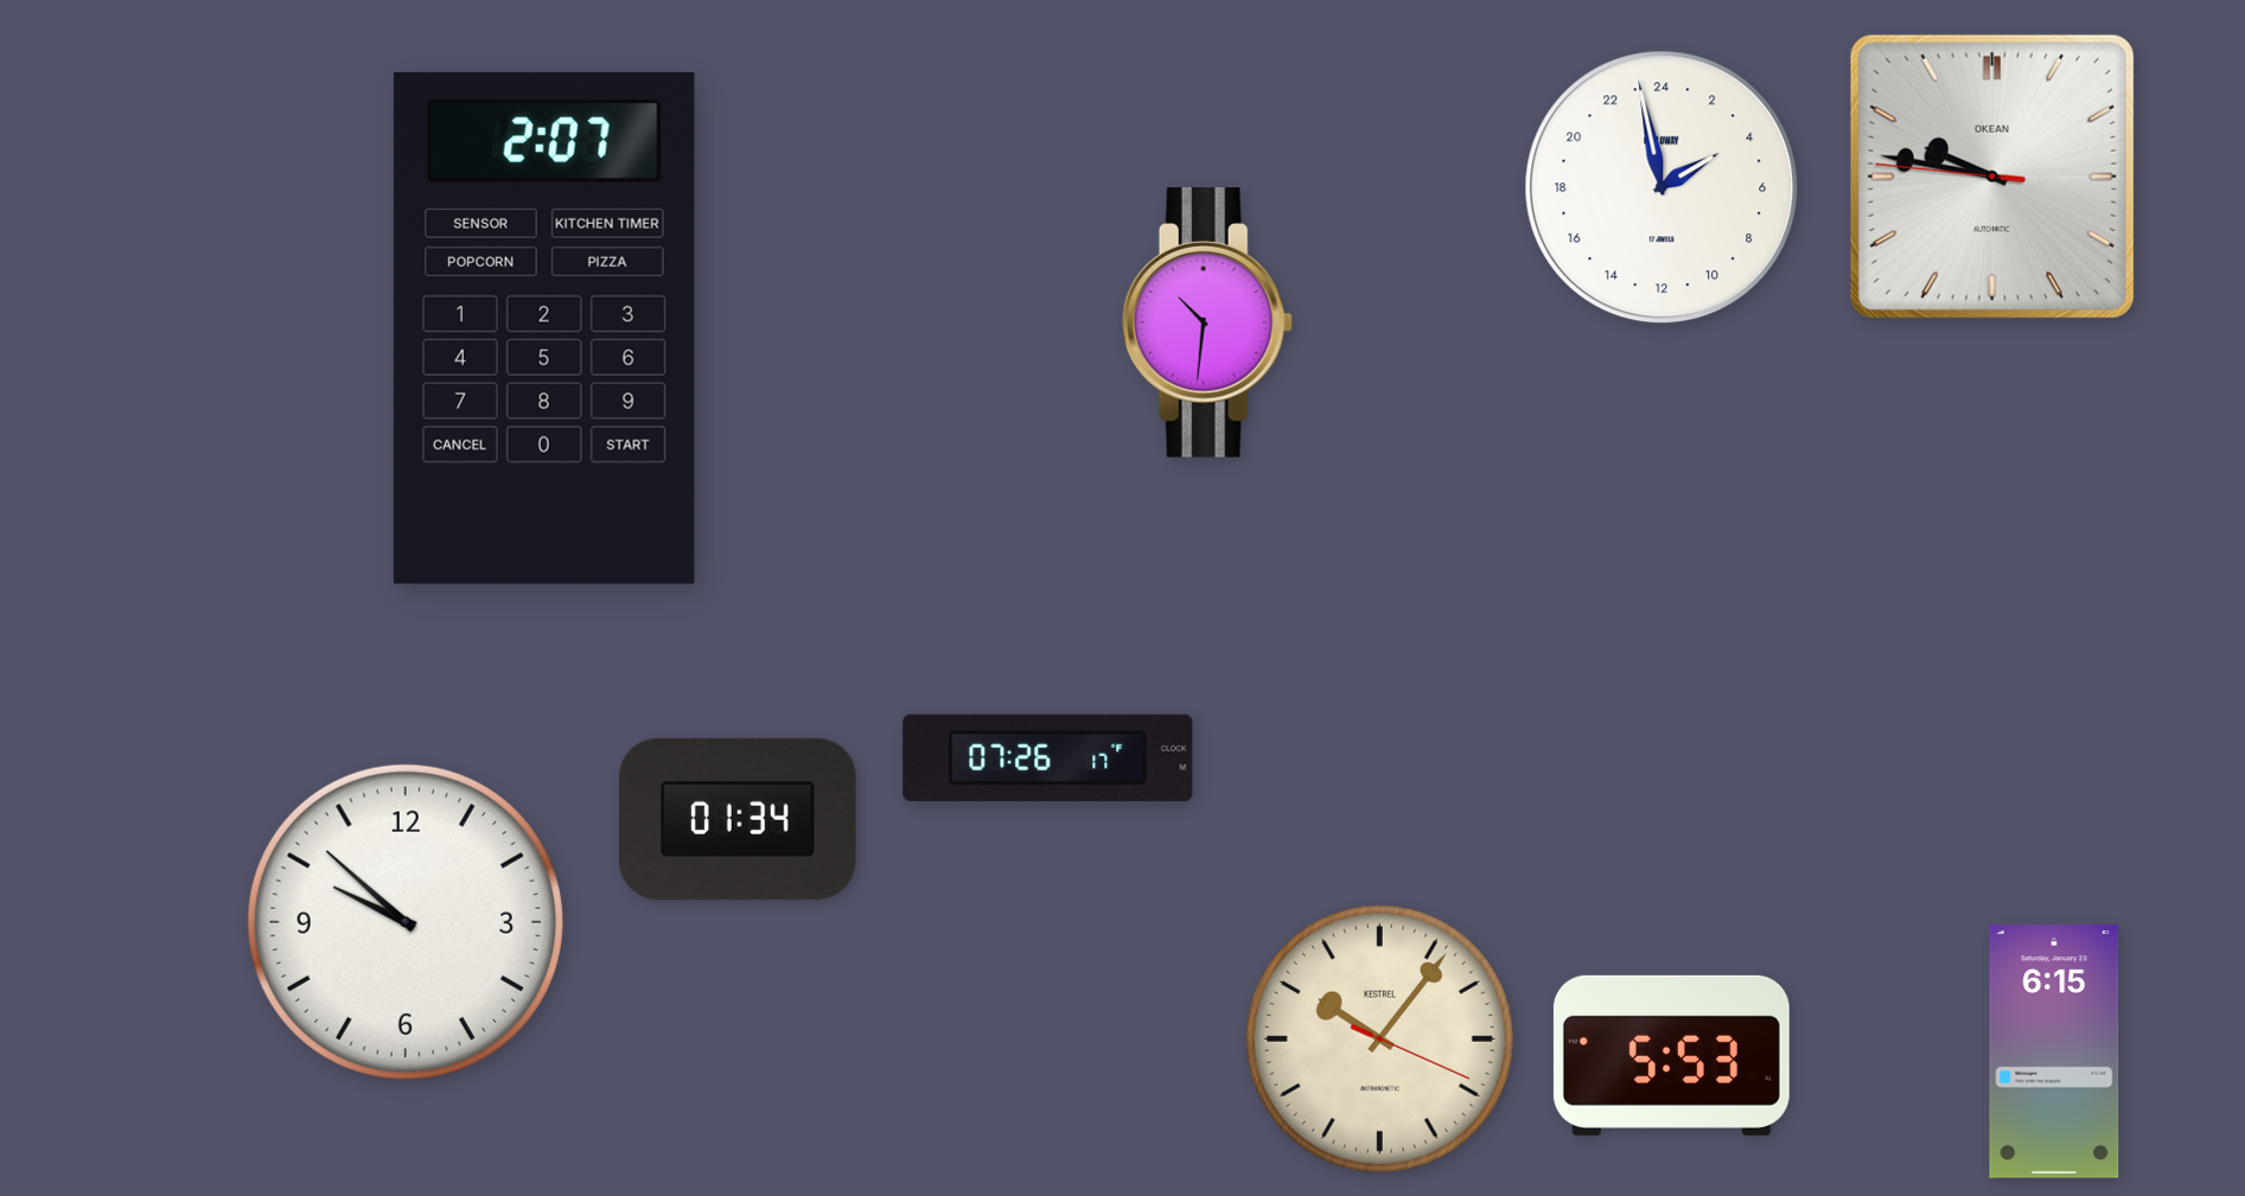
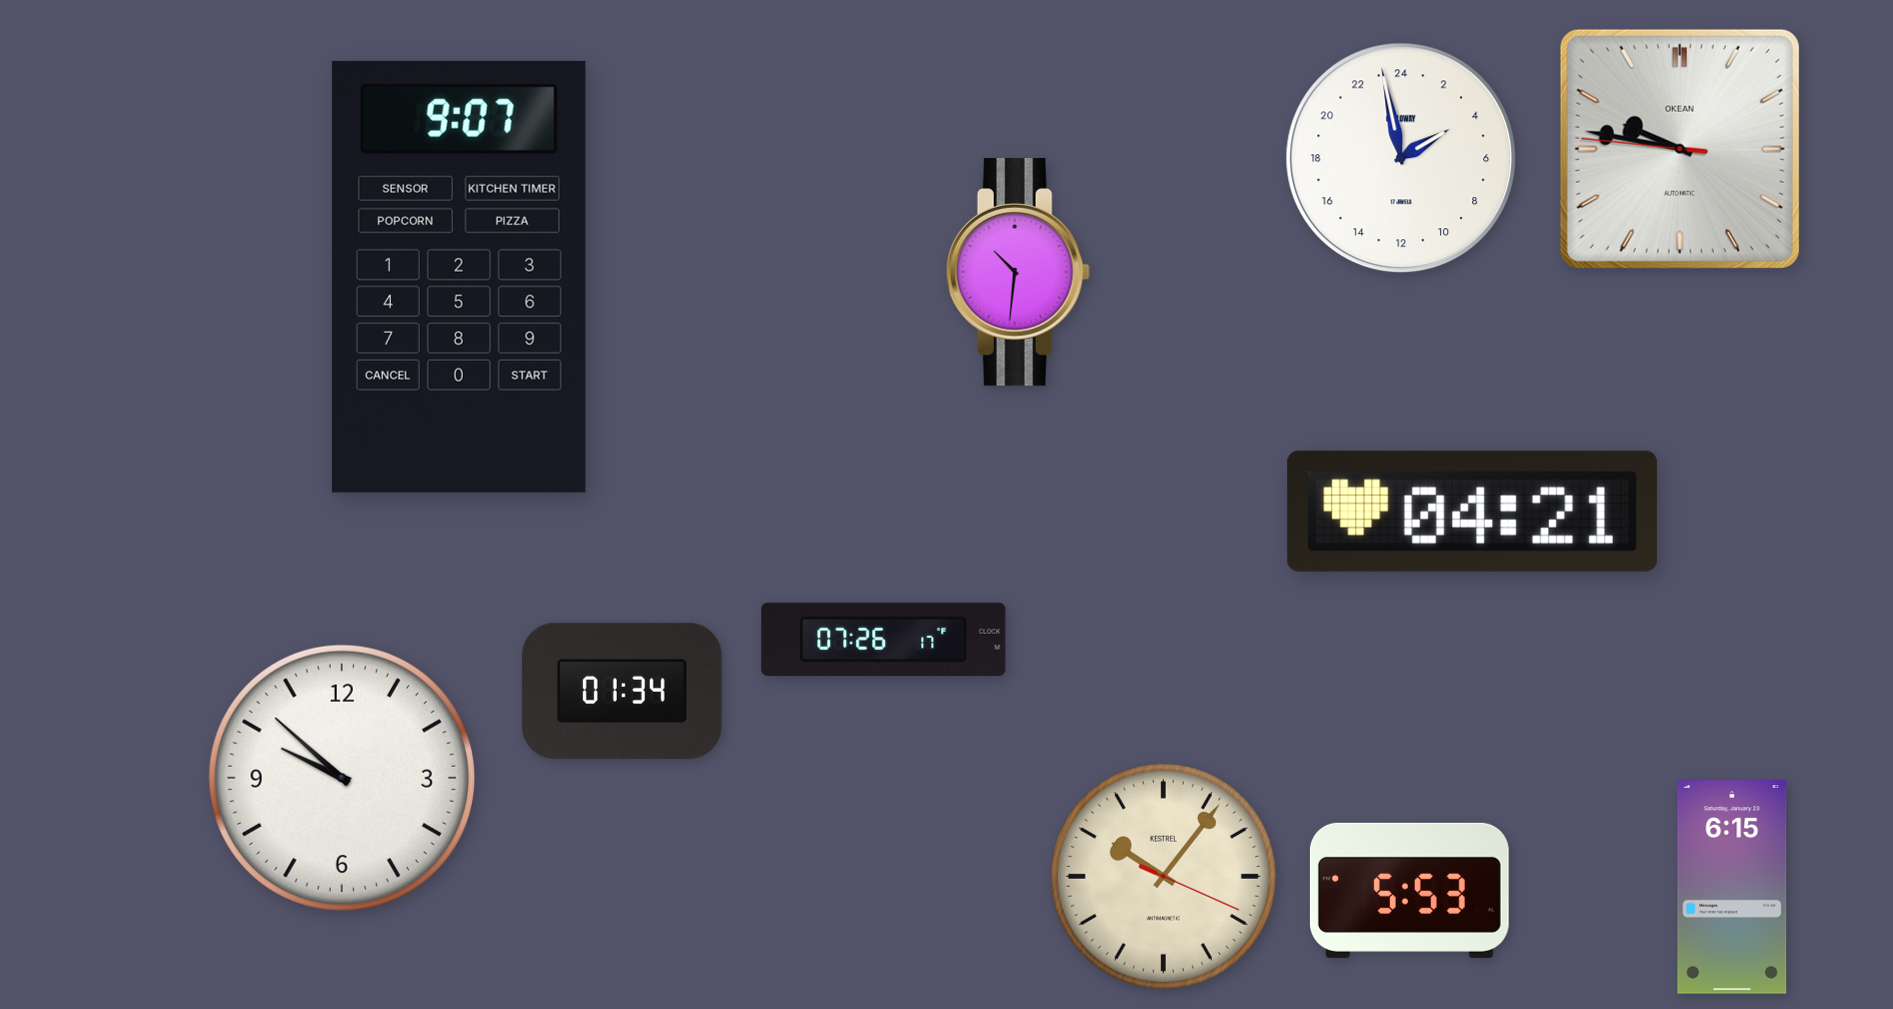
clock at (544, 328): 2:07 -> 9:07
clock at (1472, 511): none -> 04:21
